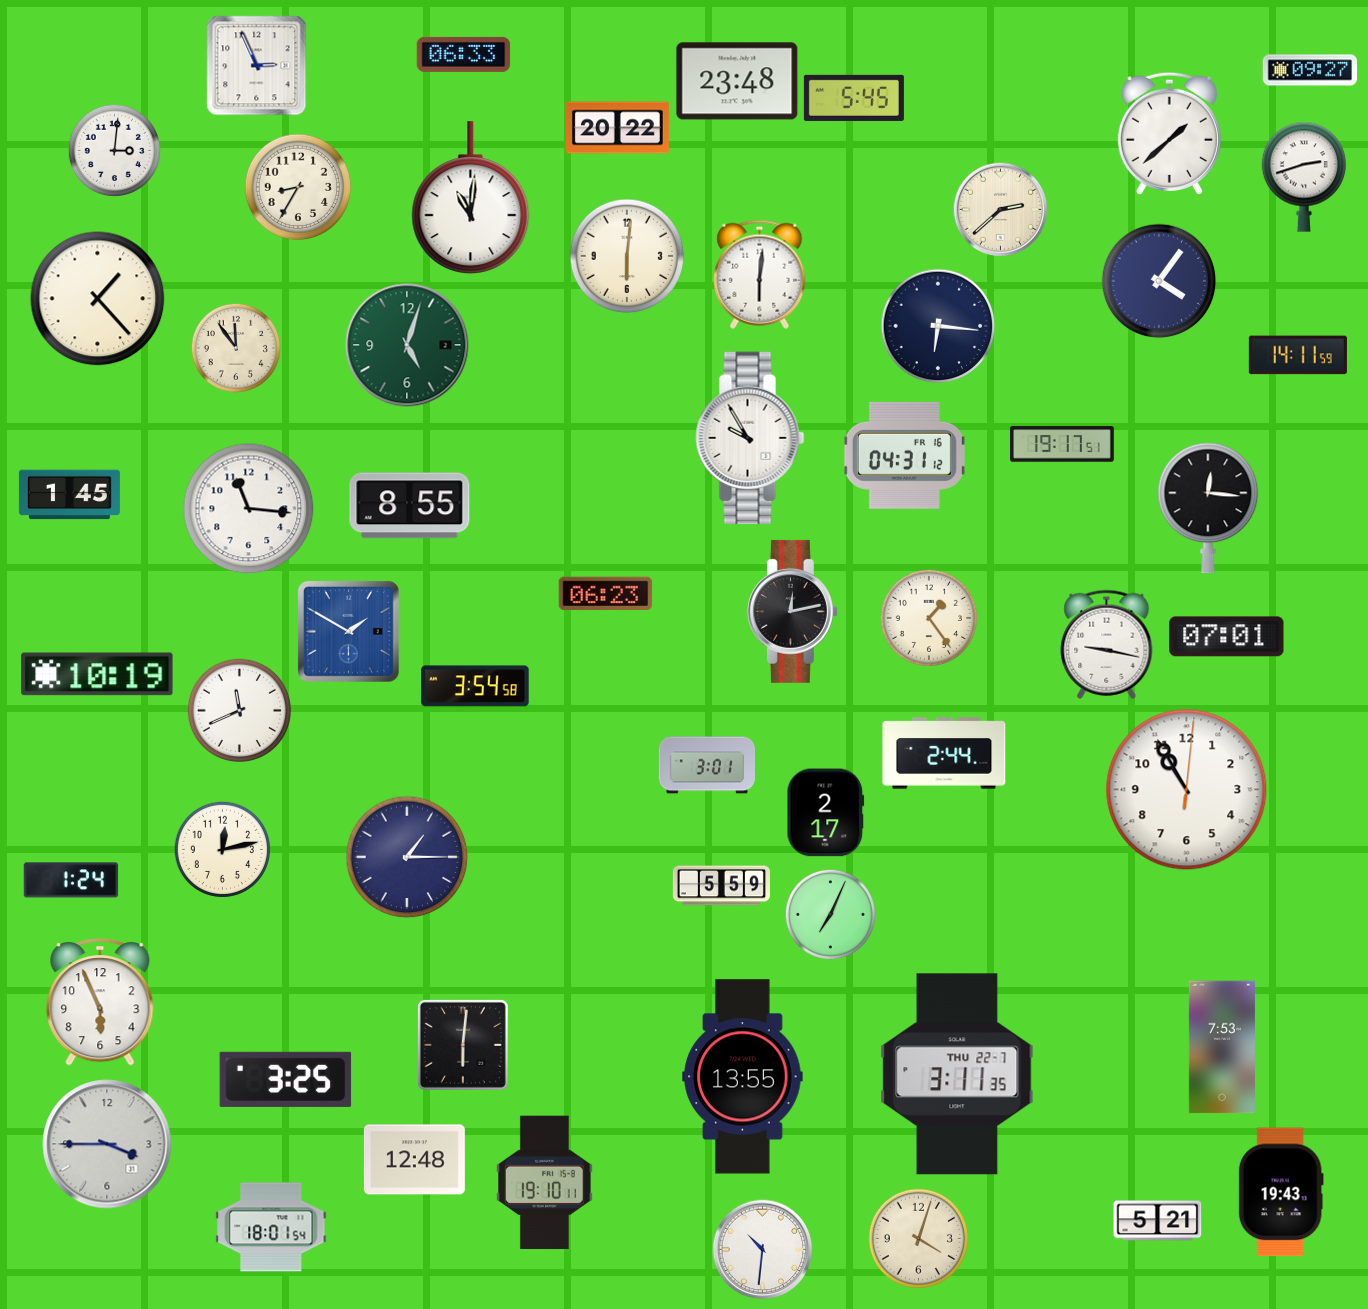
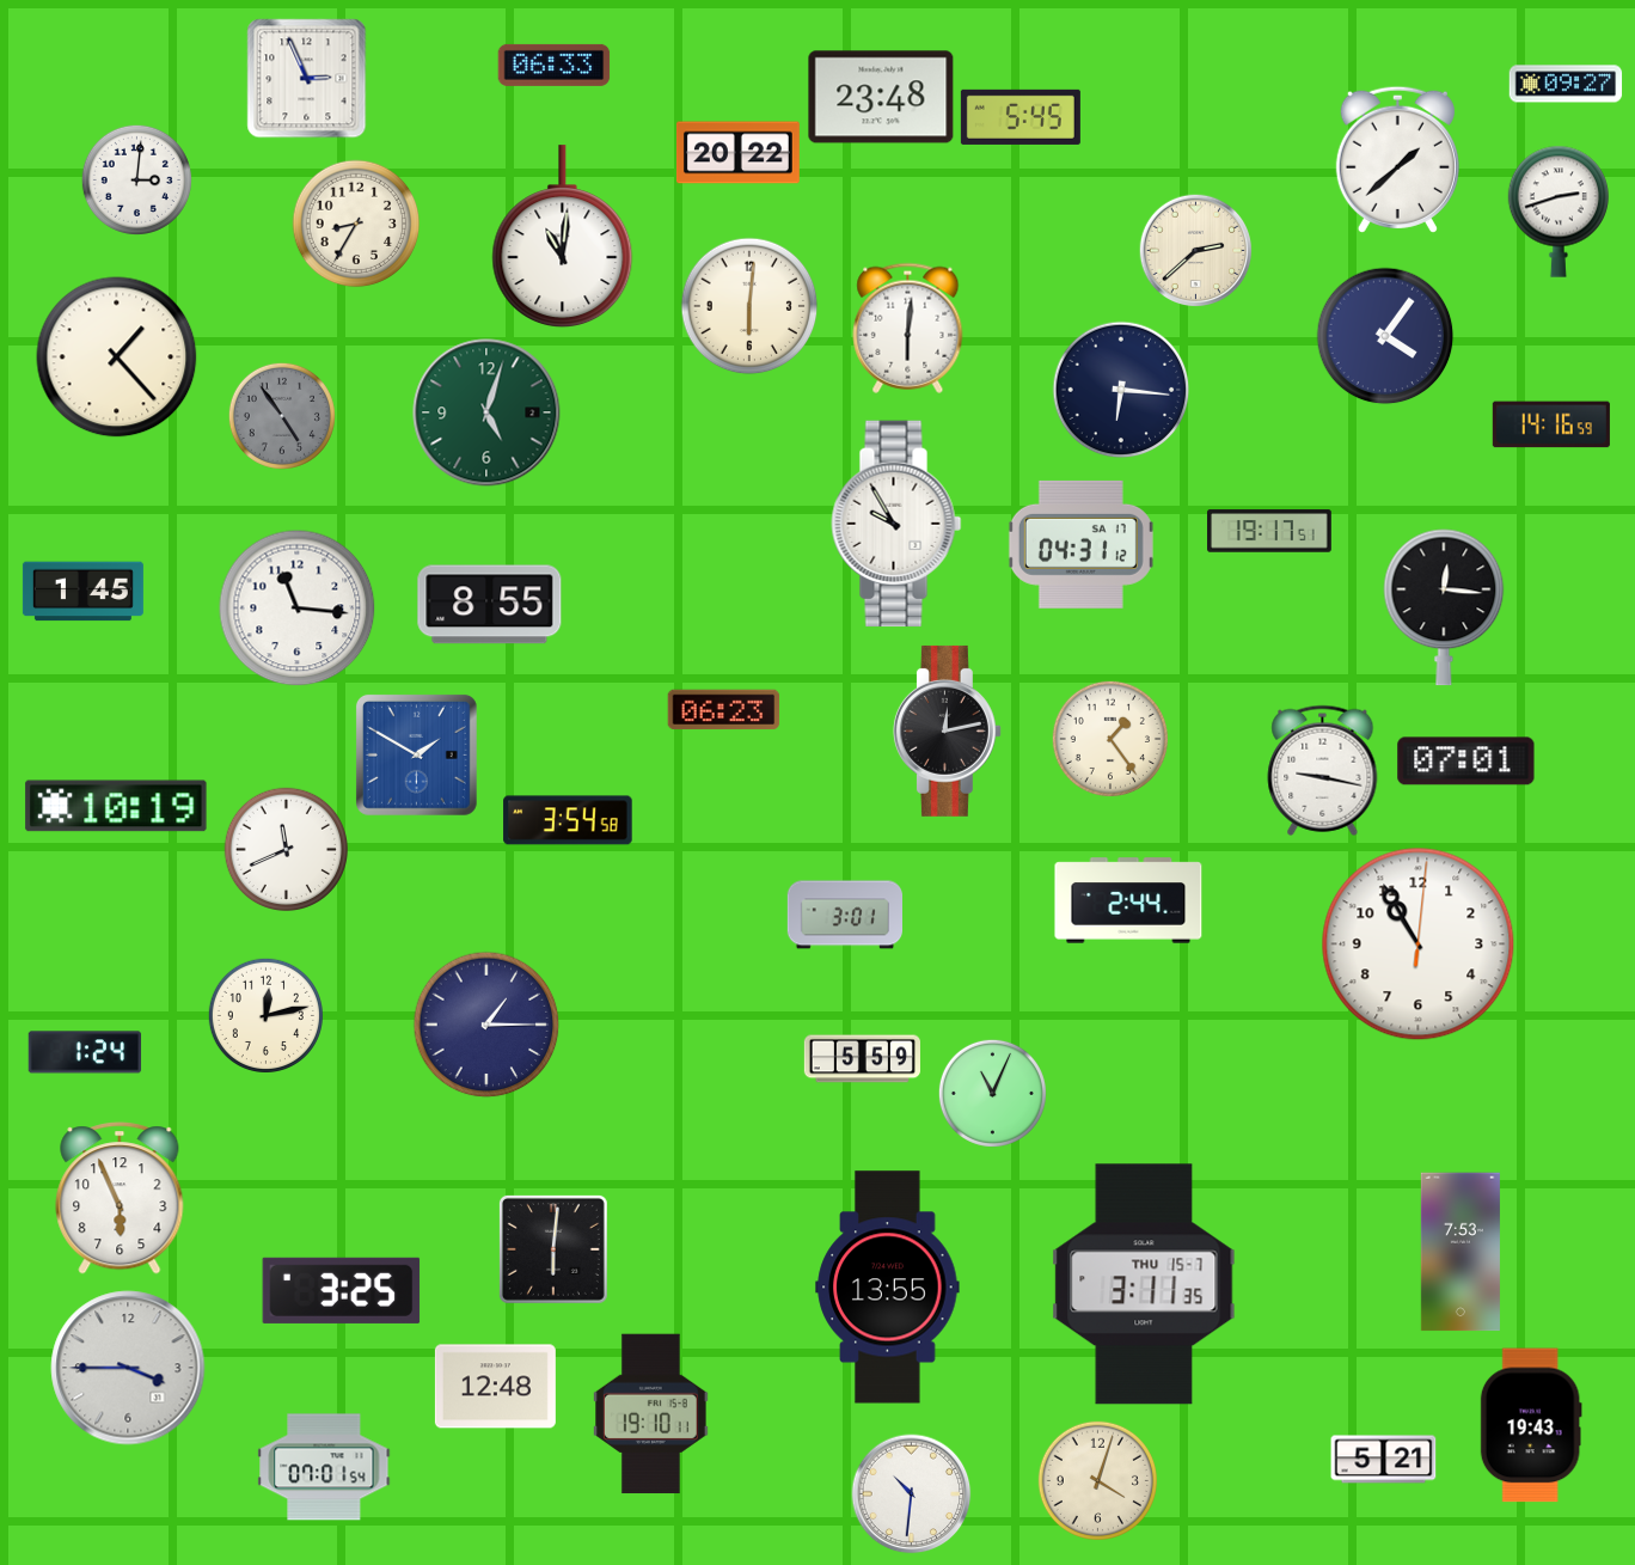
clock at (236, 348): 11:54 -> 4:54
clock at (236, 348) dial: cream -> grey
clock at (1298, 355): 14:11 -> 14:16
clock at (904, 455) date: FR 16 -> SA 17
clock at (826, 813): 2:17 -> none
clock at (830, 914): 7:04 -> 11:04
clock at (957, 1074) date: THU 22-7 -> THU 15-7
clock at (271, 1227): 18:01 -> 07:01
